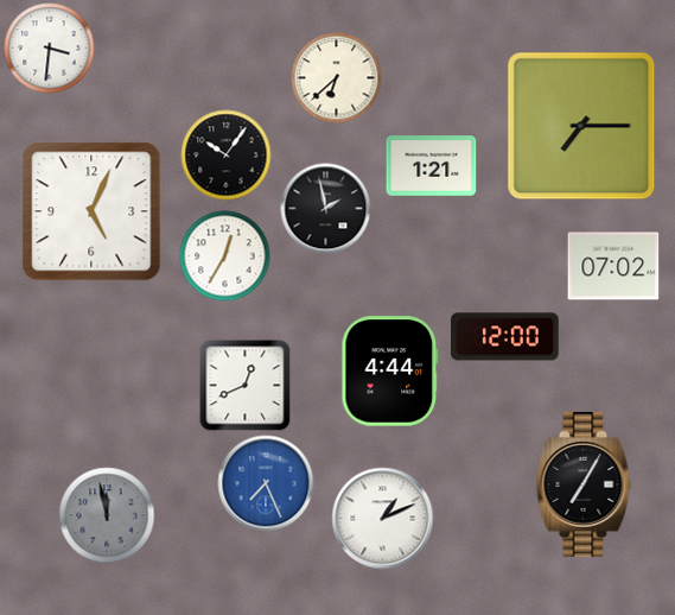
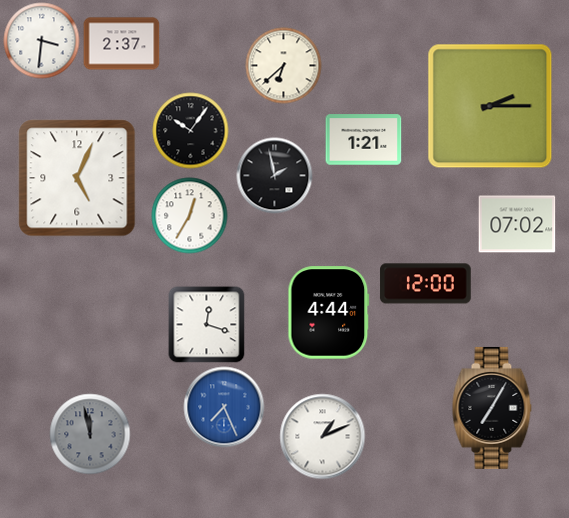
clock at (122, 44): none -> 2:37
clock at (581, 126): 7:15 -> 2:15
clock at (246, 386): 12:41 -> 12:18
